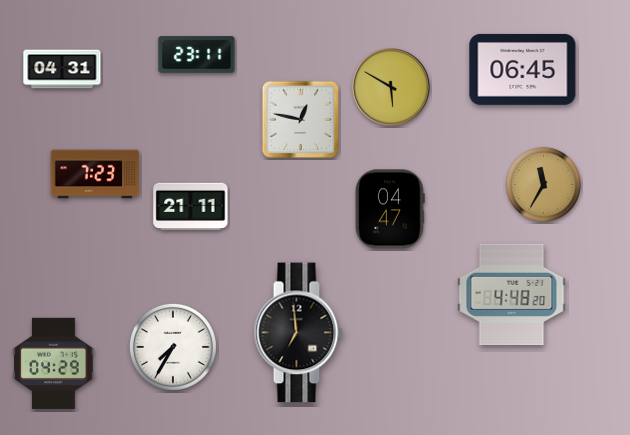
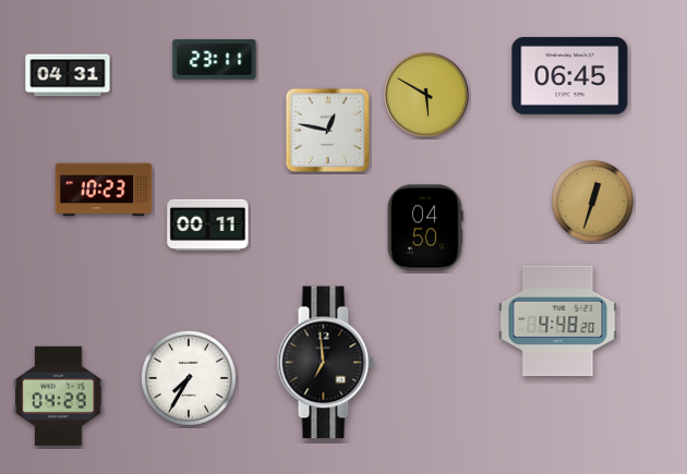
clock at (95, 174): 7:23 -> 10:23
clock at (543, 184): 11:35 -> 12:33
clock at (191, 207): 21:11 -> 00:11
clock at (390, 209): 04:47 -> 04:50
